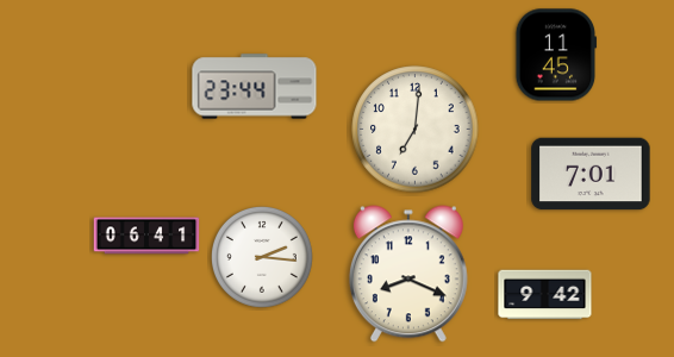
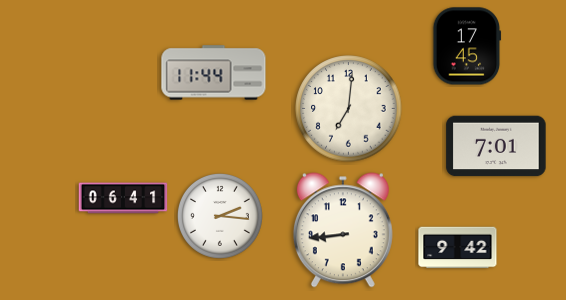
clock at (556, 55): 11:45 -> 17:45
clock at (255, 87): 23:44 -> 11:44
clock at (408, 274): 8:19 -> 8:44
